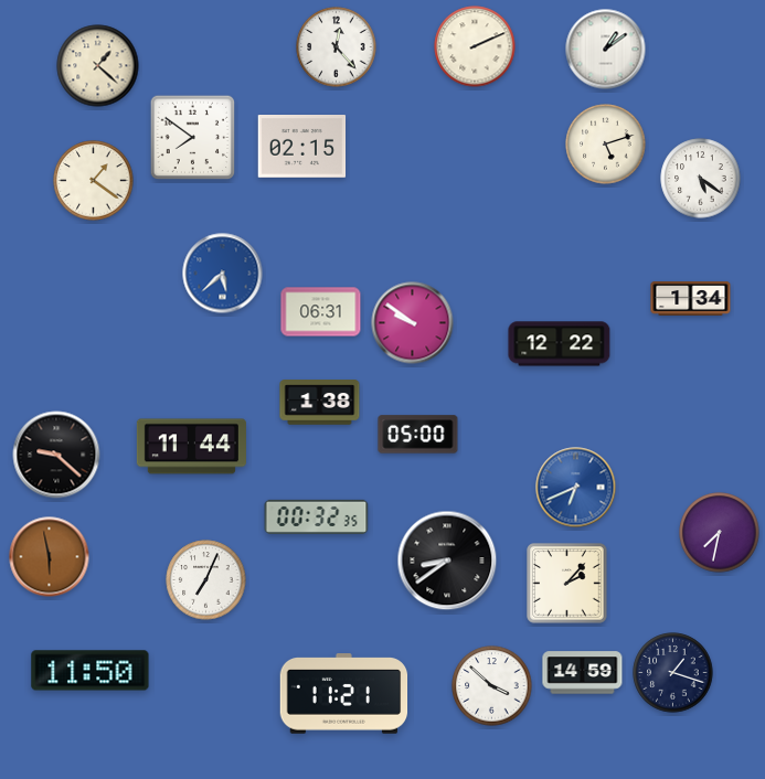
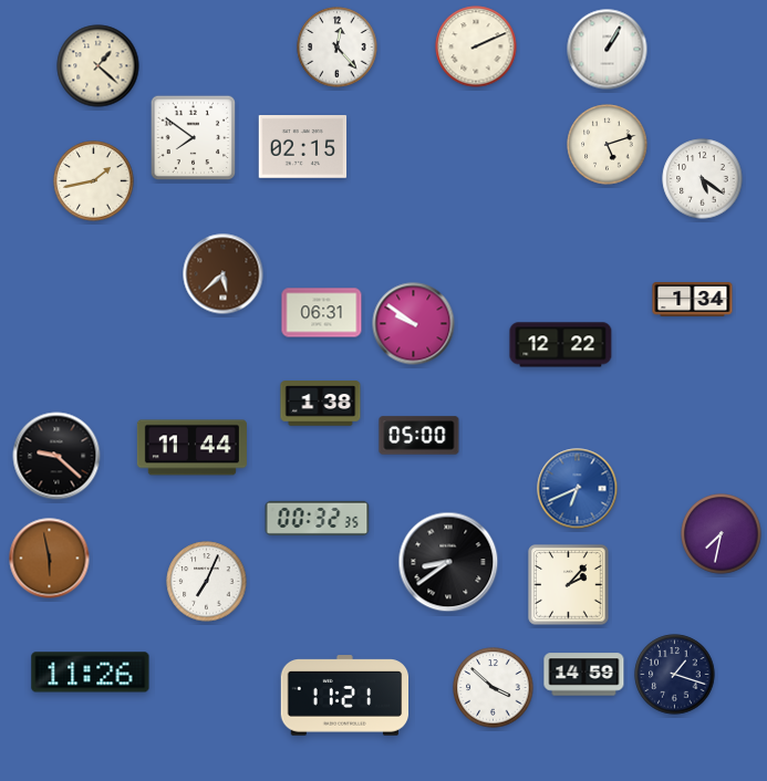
clock at (606, 50): 1:09 -> 1:05
clock at (94, 181): 1:21 -> 1:43
clock at (223, 274) dial: blue -> brown
clock at (91, 671): 11:50 -> 11:26
